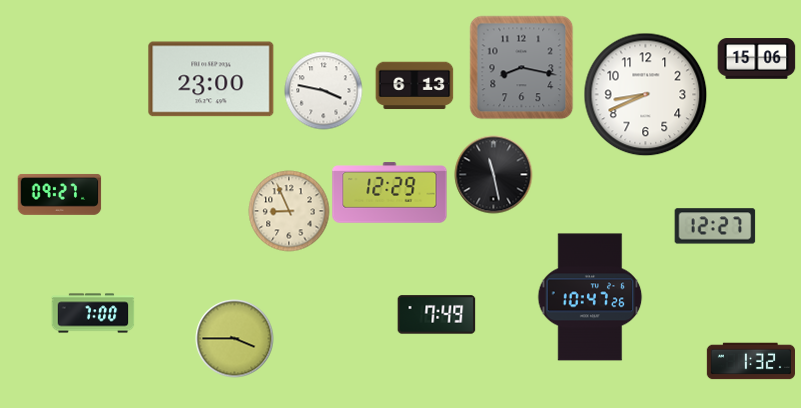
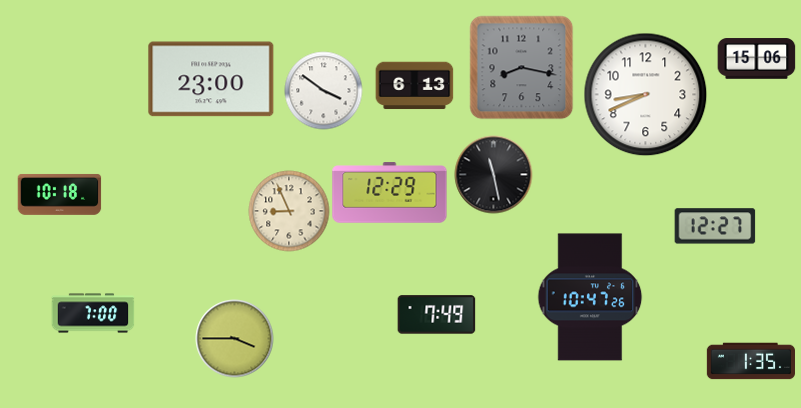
clock at (323, 90): 3:47 -> 3:51
clock at (59, 194): 09:27 -> 10:18
clock at (750, 361): 1:32 -> 1:35
